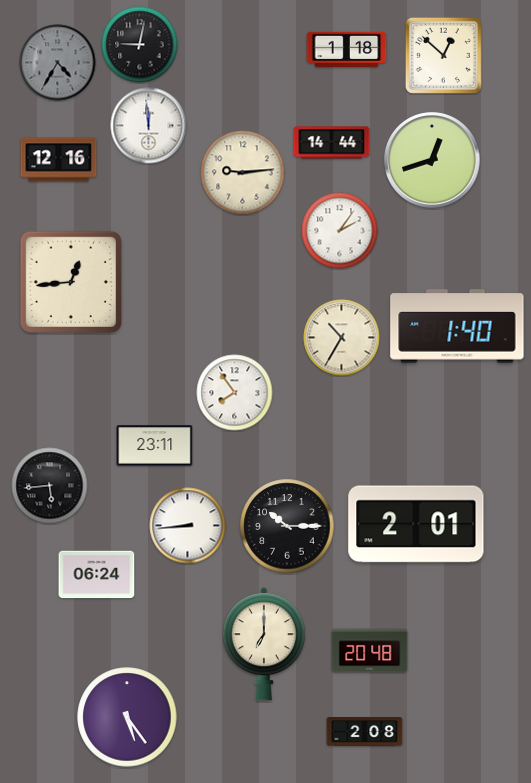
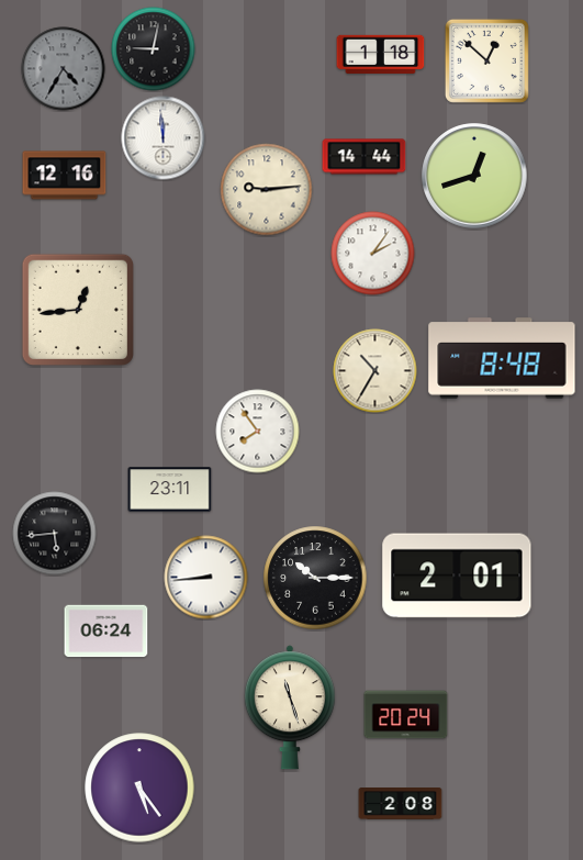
clock at (457, 326): 1:40 -> 8:48
clock at (264, 644): 7:00 -> 11:27
clock at (370, 651): 20:48 -> 20:24
